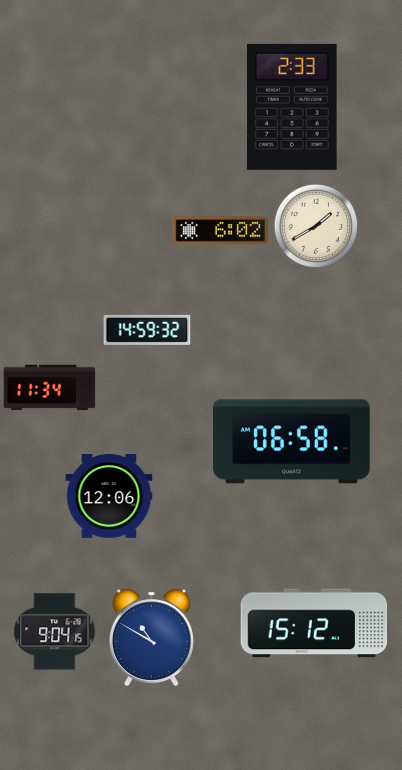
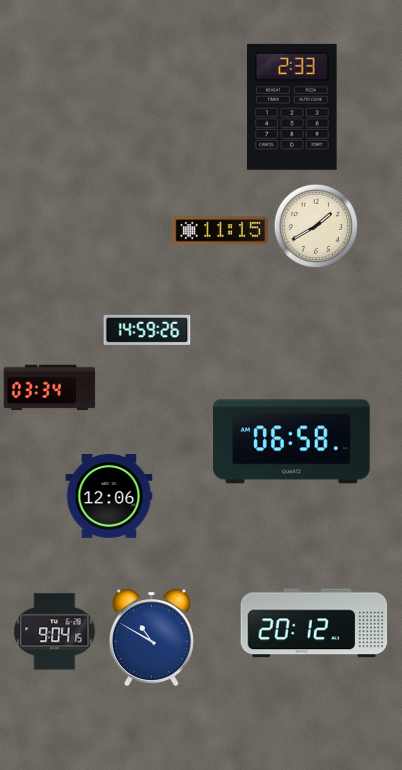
clock at (220, 231): 6:02 -> 11:15
clock at (147, 330): 14:59:32 -> 14:59:26
clock at (50, 388): 11:34 -> 03:34
clock at (314, 623): 15:12 -> 20:12
